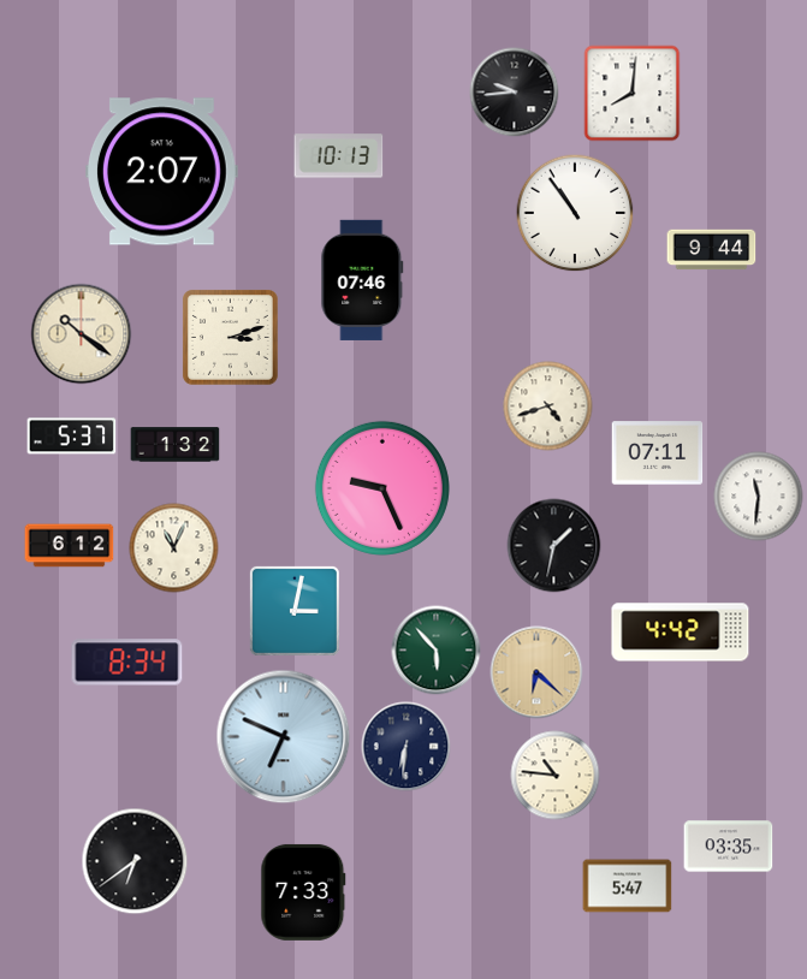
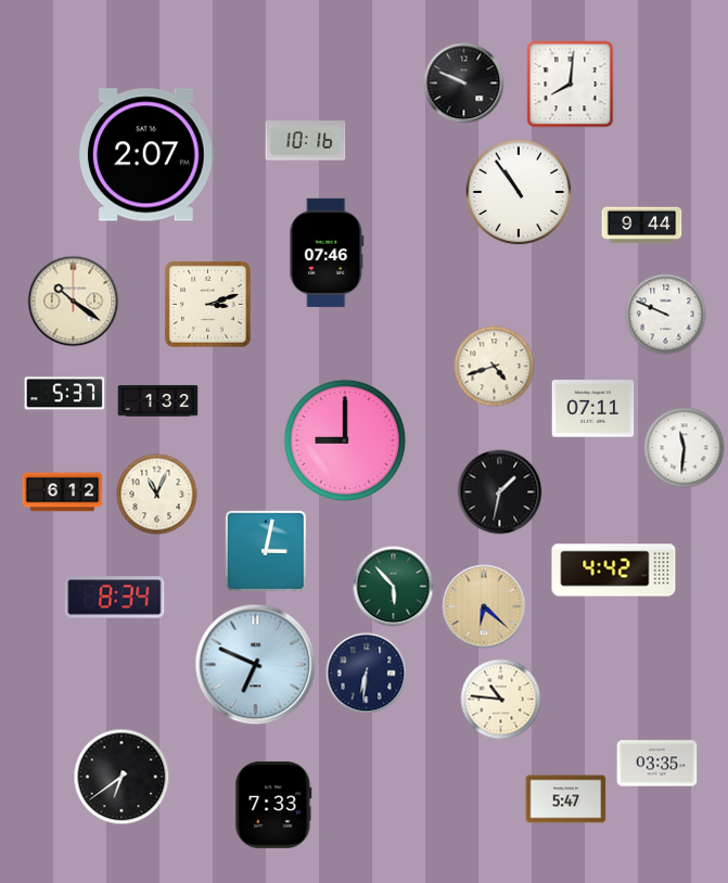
clock at (515, 93): 9:44 -> 9:49
clock at (339, 156): 10:13 -> 10:16
clock at (666, 315): none -> 9:49
clock at (382, 488): 9:26 -> 9:00
